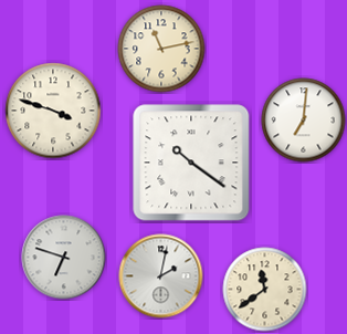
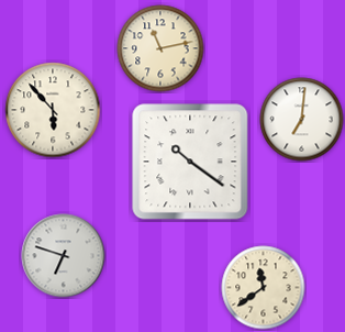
clock at (53, 111): 3:48 -> 5:53
clock at (161, 276): 2:02 -> none
